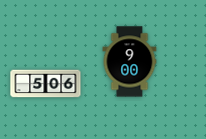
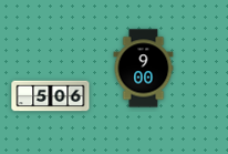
clock at (46, 84) position: (46, 84) -> (51, 96)
